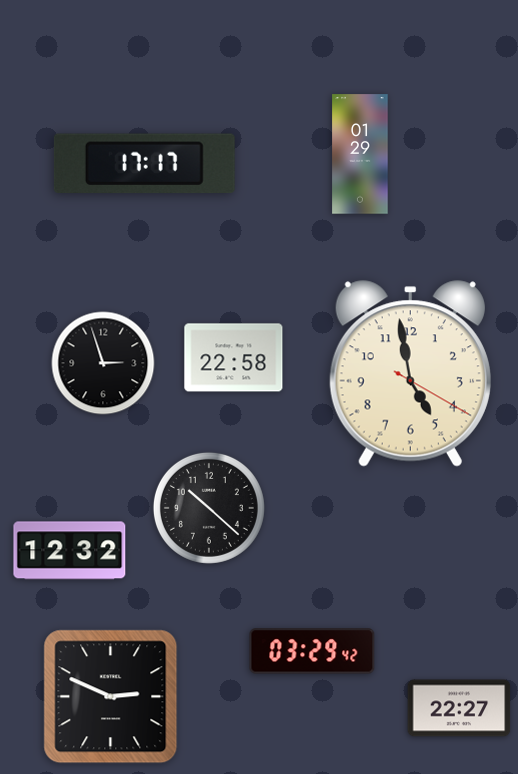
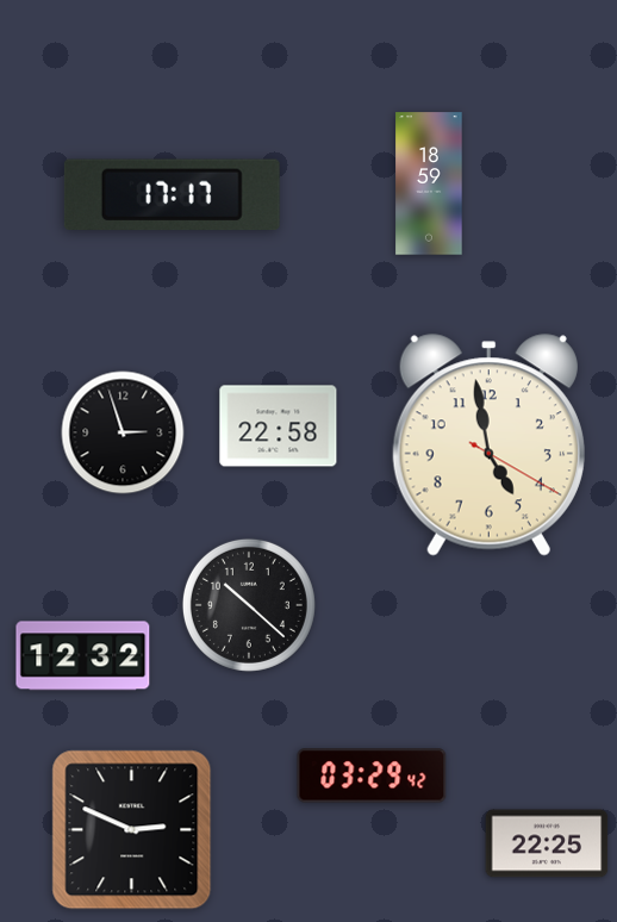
clock at (360, 154): 01:29 -> 18:59
clock at (459, 708): 22:27 -> 22:25
